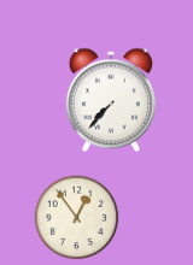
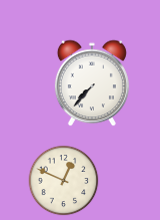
clock at (77, 218): 12:54 -> 12:49
